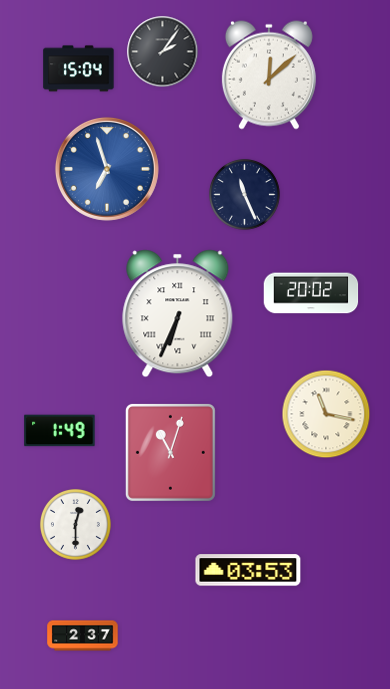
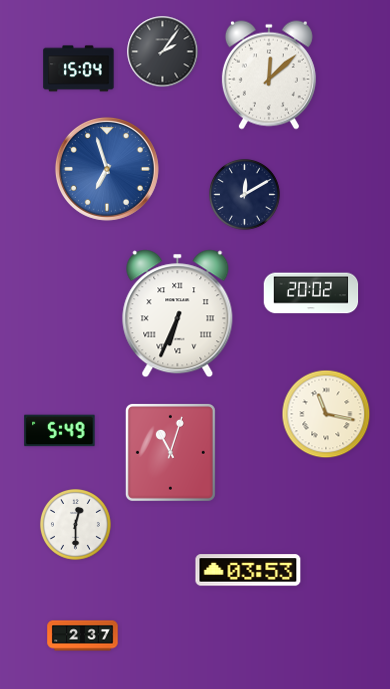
clock at (244, 194): 11:26 -> 12:10
clock at (60, 431): 1:49 -> 5:49
